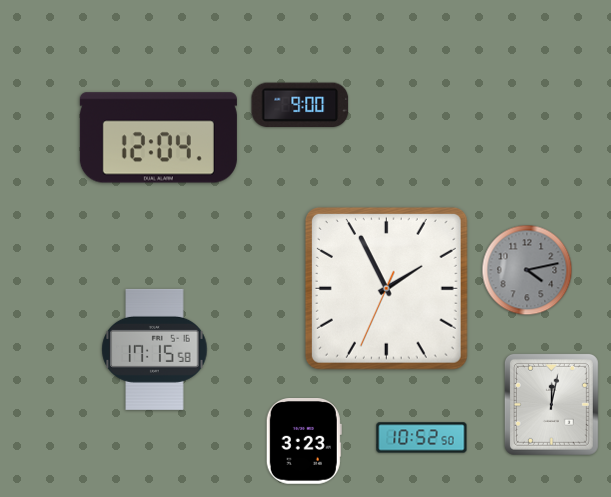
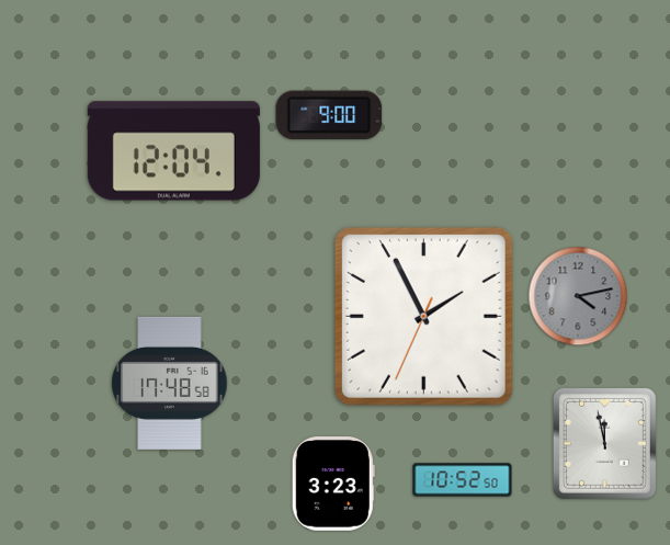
clock at (155, 349): 17:15 -> 17:48
clock at (551, 404): 12:02 -> 11:58
